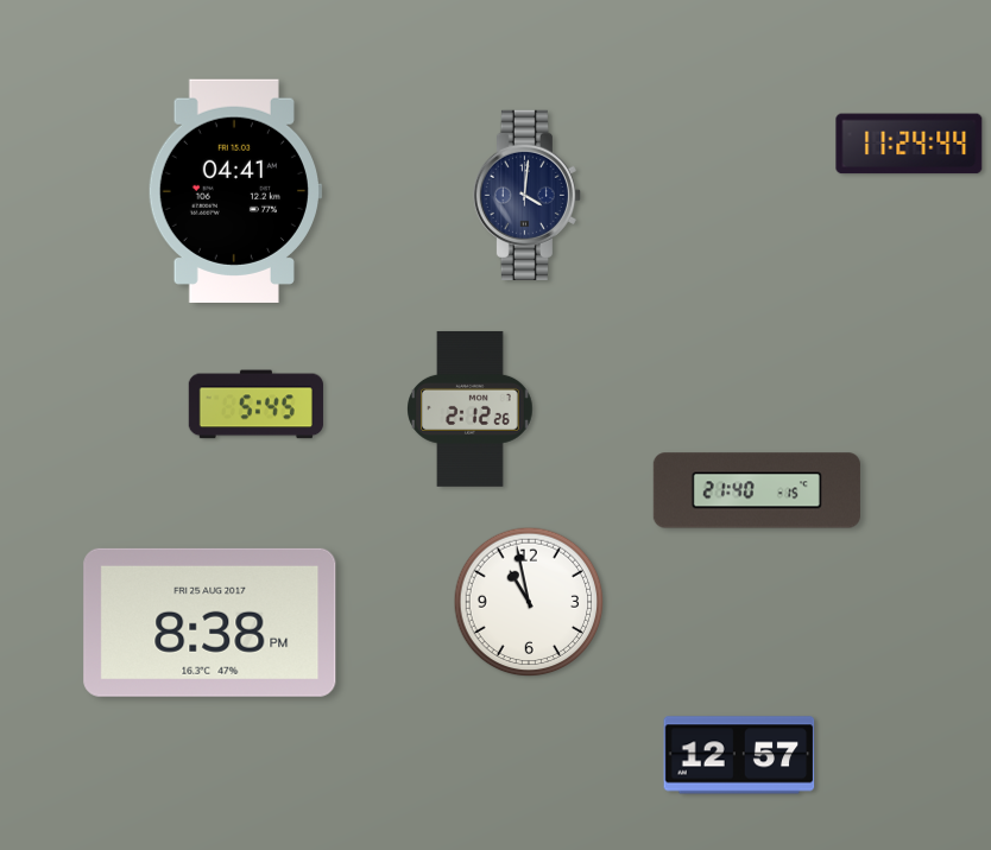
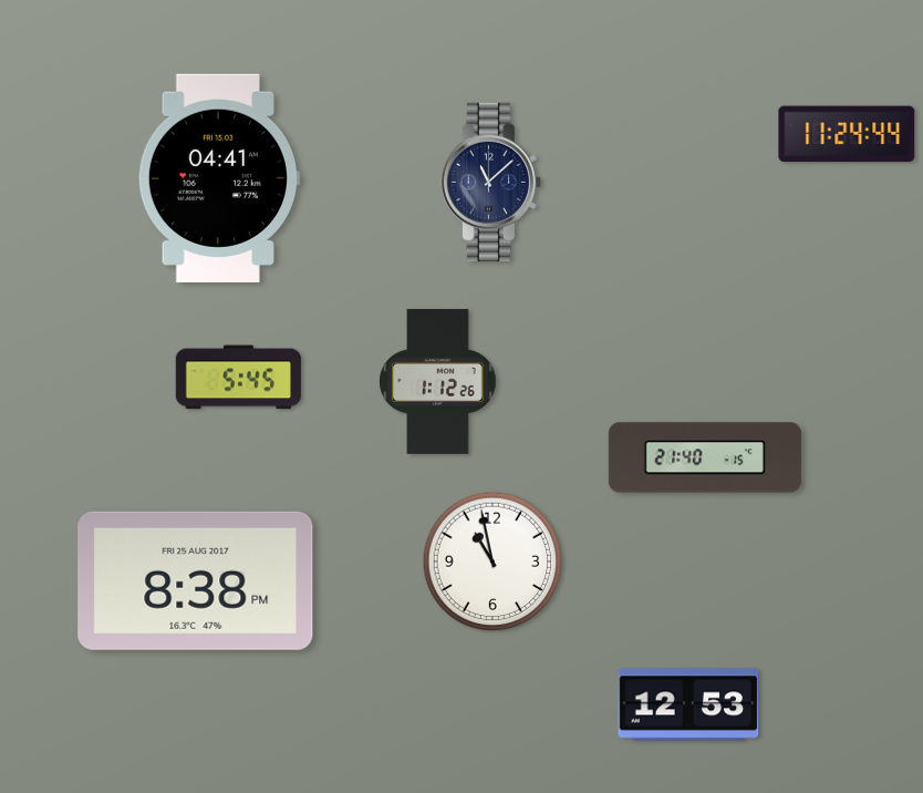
clock at (526, 195): 4:01 -> 11:08
clock at (471, 408): 2:12 -> 1:12
clock at (739, 755): 12:57 -> 12:53
